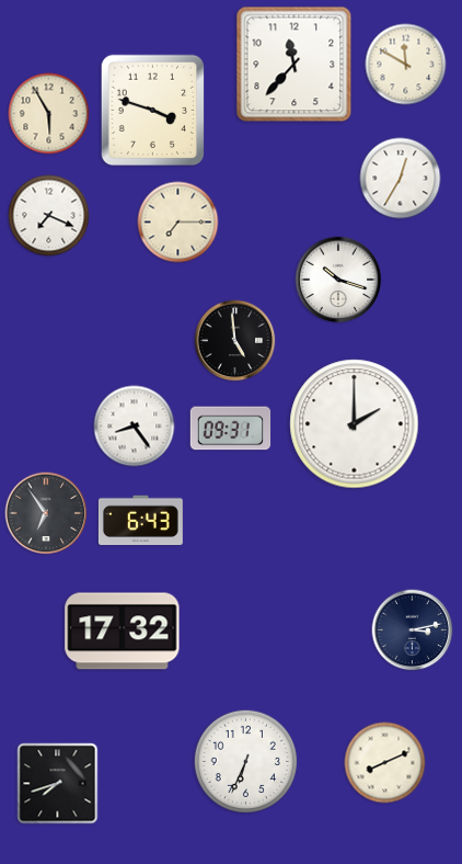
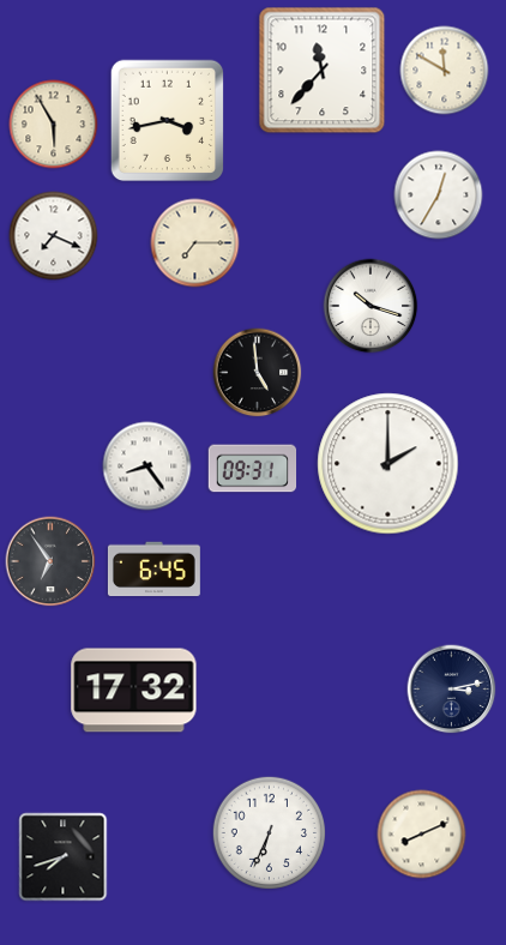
clock at (153, 111): 3:48 -> 3:43
clock at (140, 521): 6:43 -> 6:45
